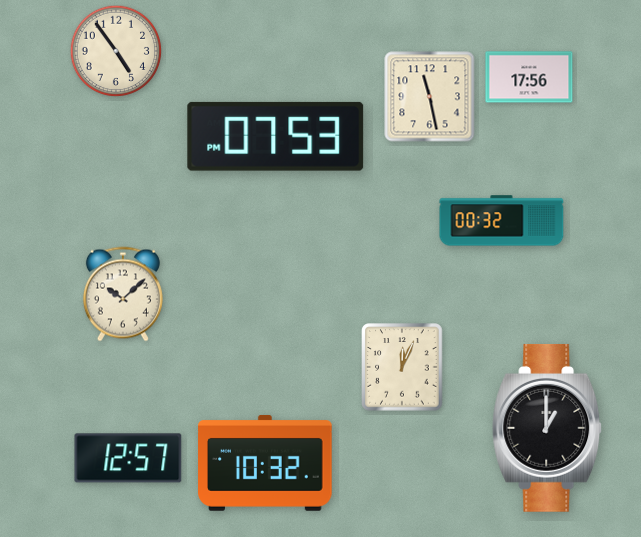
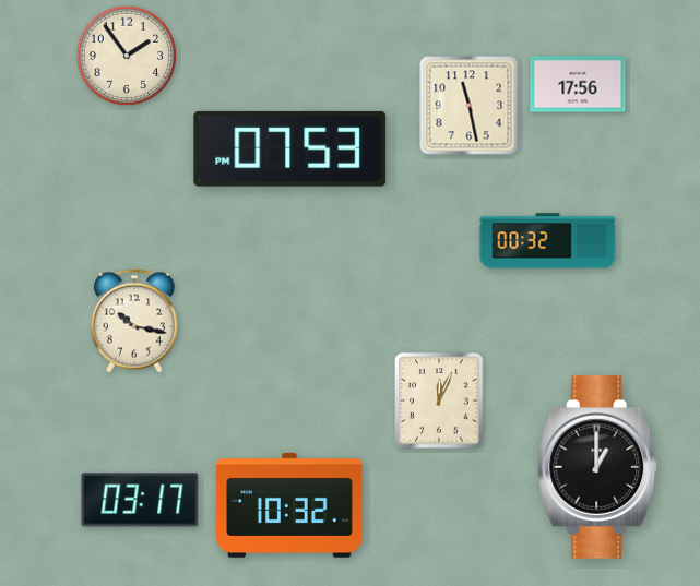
clock at (116, 51): 4:54 -> 1:54
clock at (276, 136) position: (276, 136) -> (290, 148)
clock at (123, 294): 10:08 -> 10:17
clock at (128, 458): 12:57 -> 03:17
